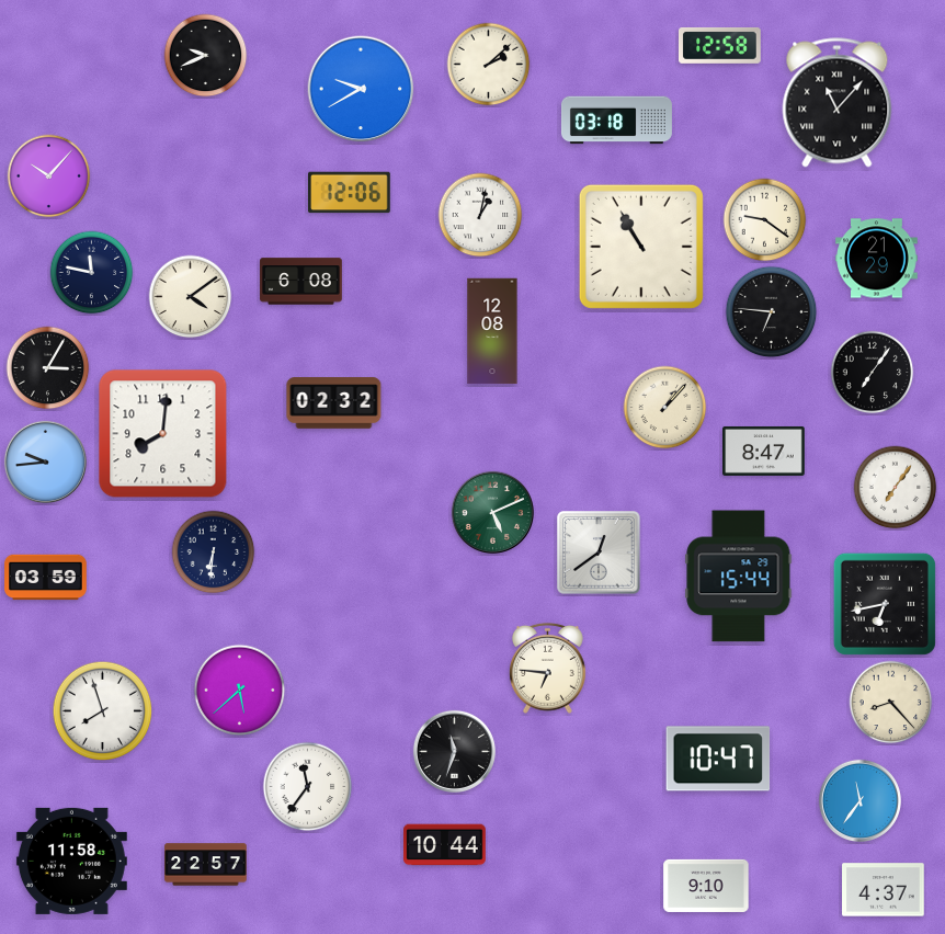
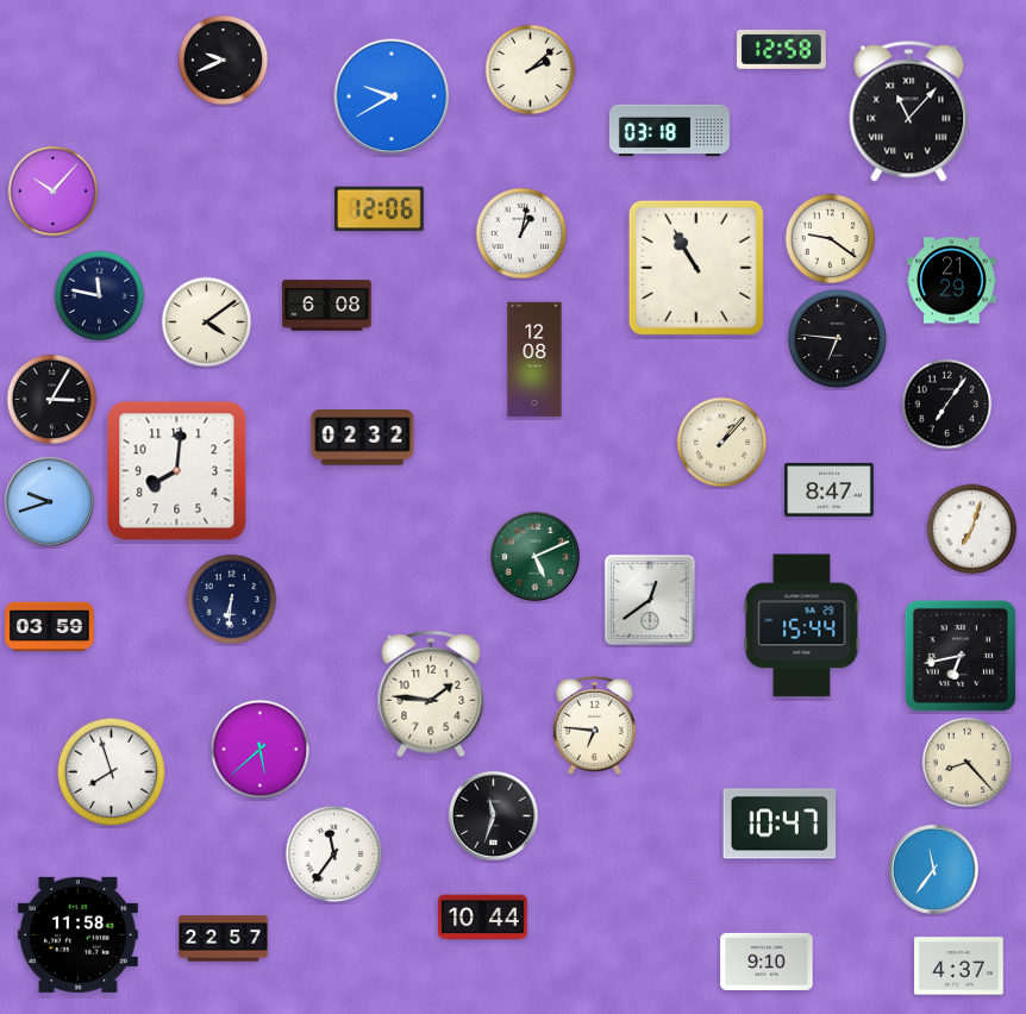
clock at (45, 462): 9:44 -> 9:42
clock at (896, 488): 7:06 -> 7:03
clock at (431, 694): none -> 1:46
